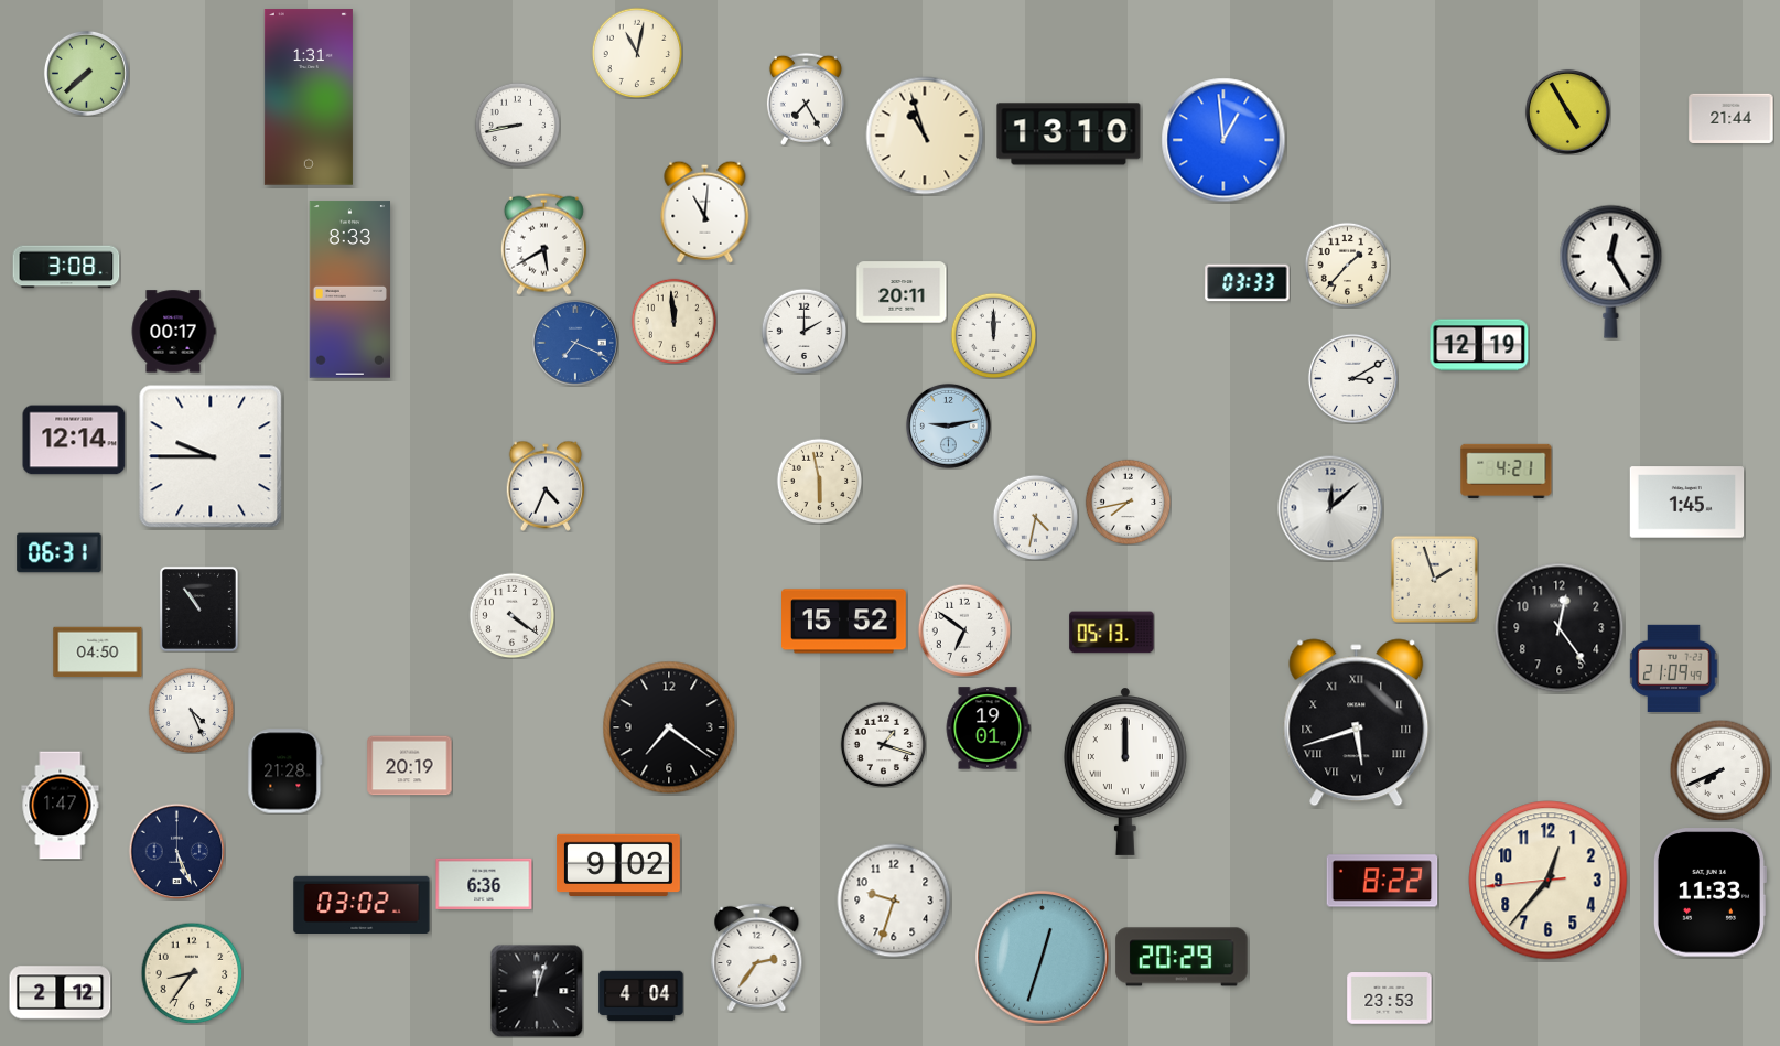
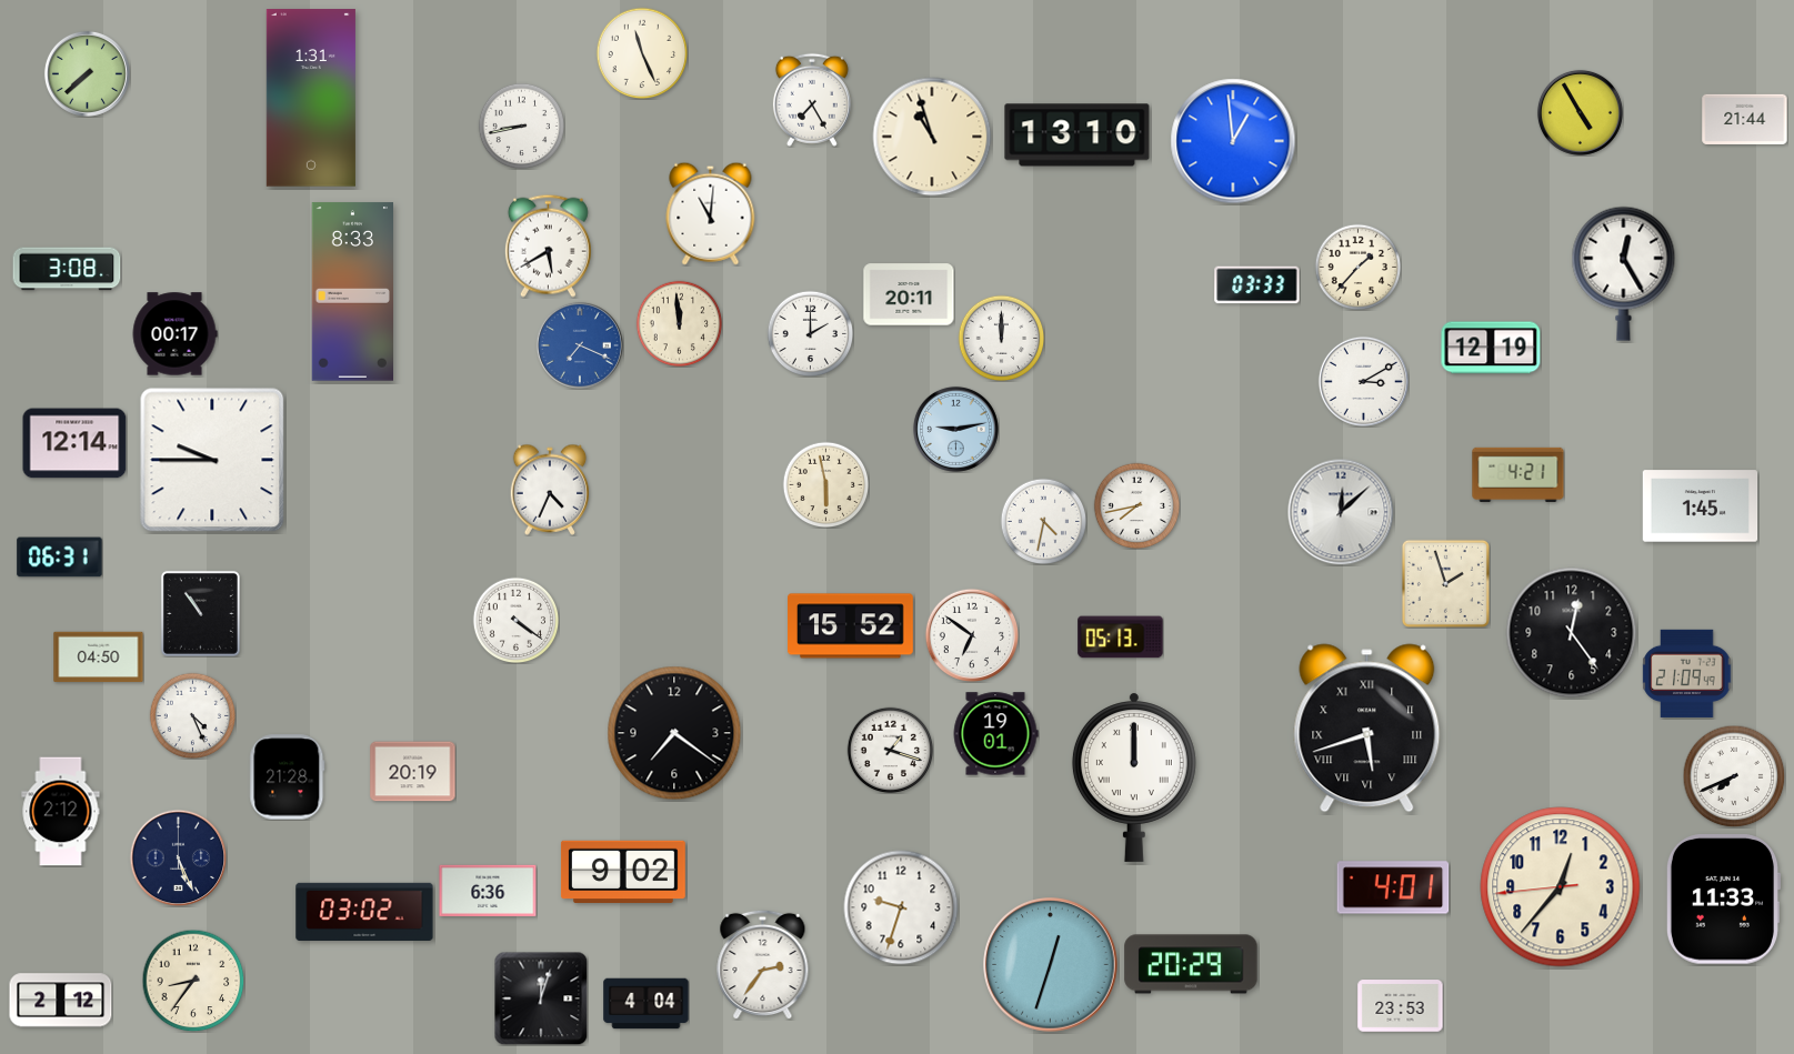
clock at (637, 53): 11:02 -> 11:26
clock at (61, 806): 1:47 -> 2:12
clock at (1382, 881): 8:22 -> 4:01
